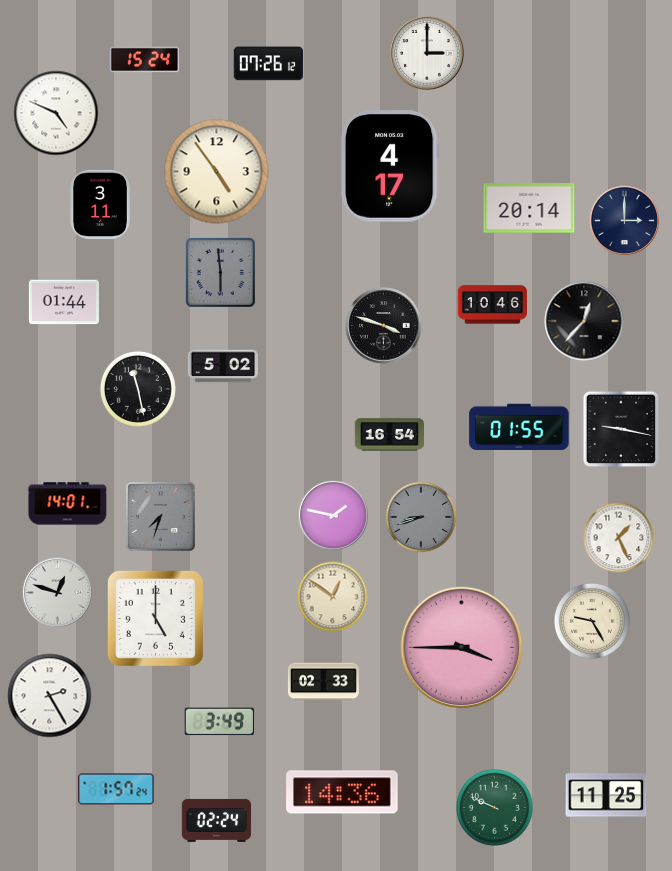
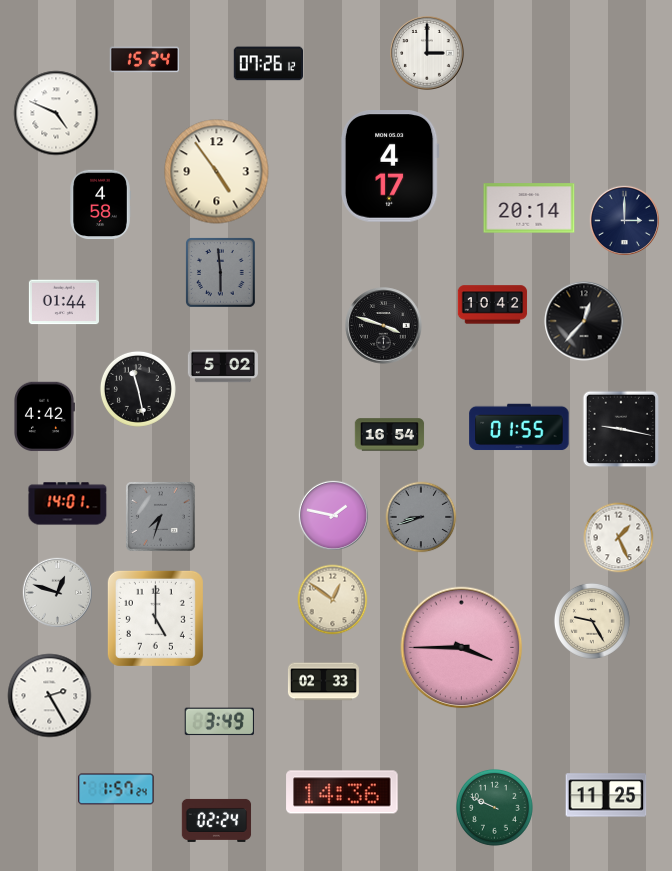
clock at (100, 205): 3:11 -> 4:58
clock at (493, 305): 10:46 -> 10:42
clock at (45, 417): none -> 4:42
clock at (333, 597) position: (333, 597) -> (333, 600)
